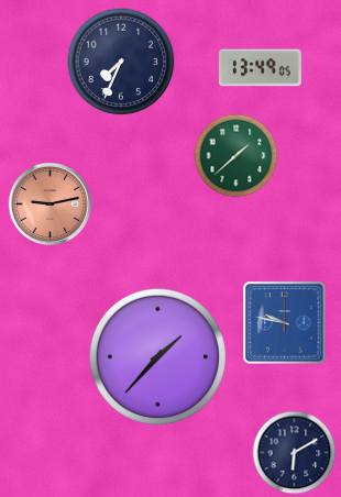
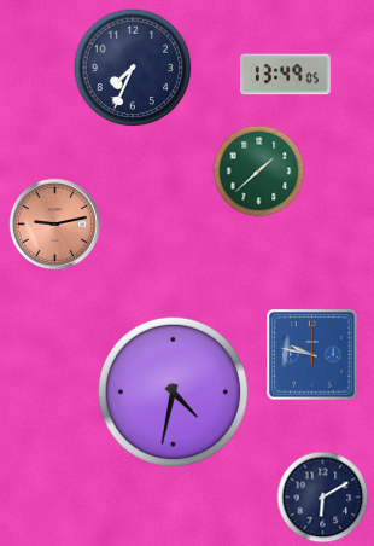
clock at (157, 356): 1:37 -> 4:32
